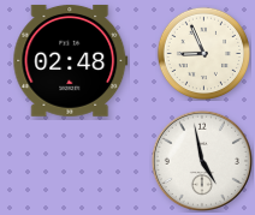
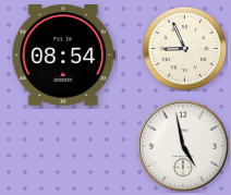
clock at (71, 60): 02:48 -> 08:54
